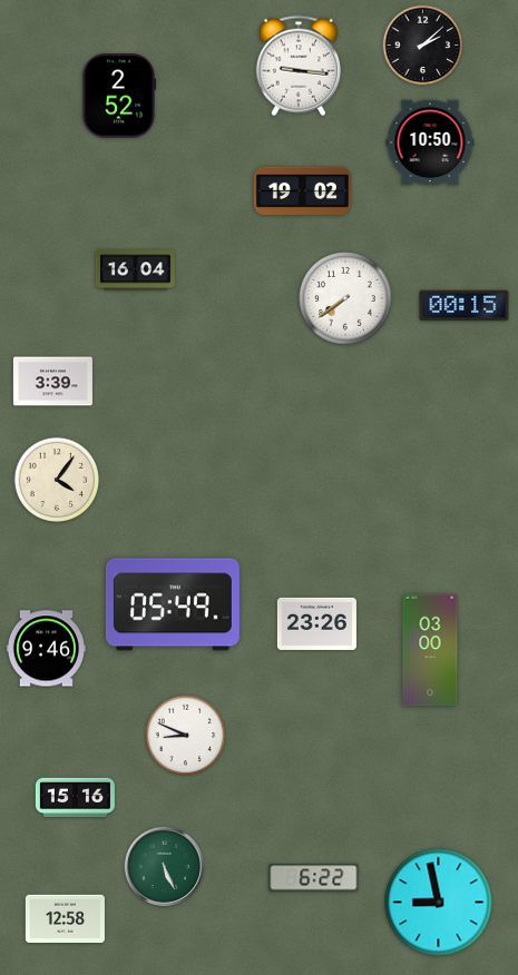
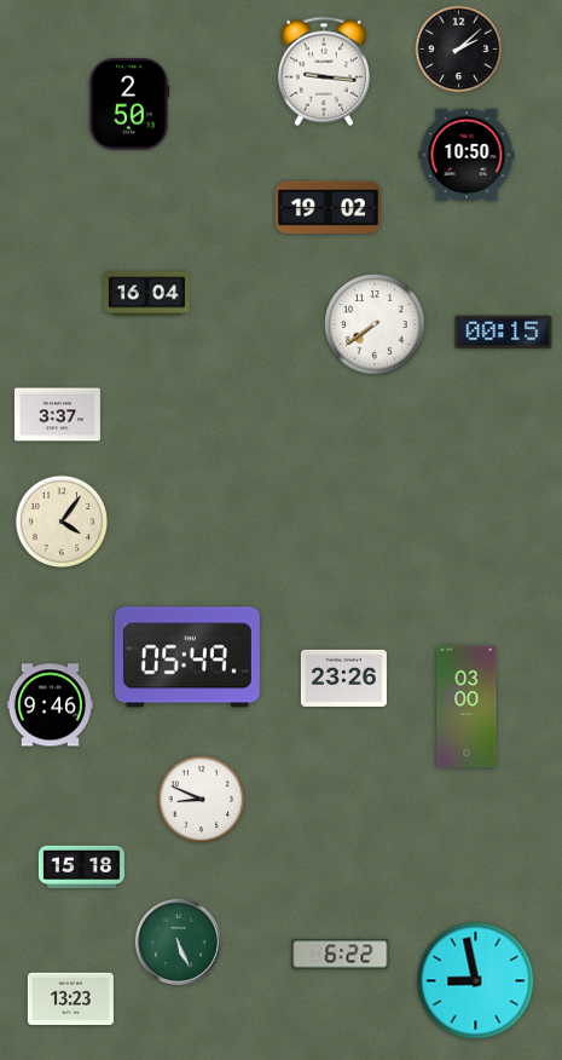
clock at (119, 96): 2:52 -> 2:50
clock at (52, 382): 3:39 -> 3:37
clock at (75, 797): 15:16 -> 15:18
clock at (65, 918): 12:58 -> 13:23
